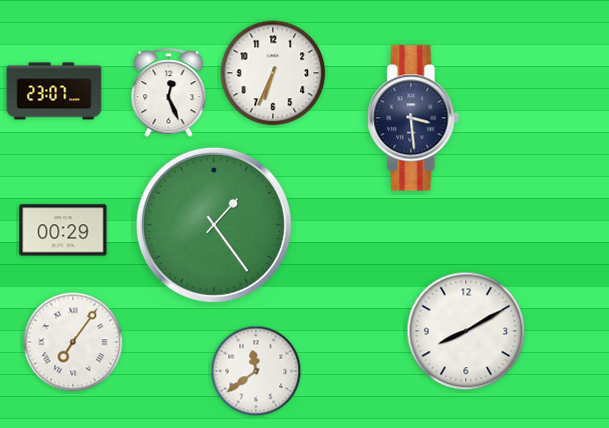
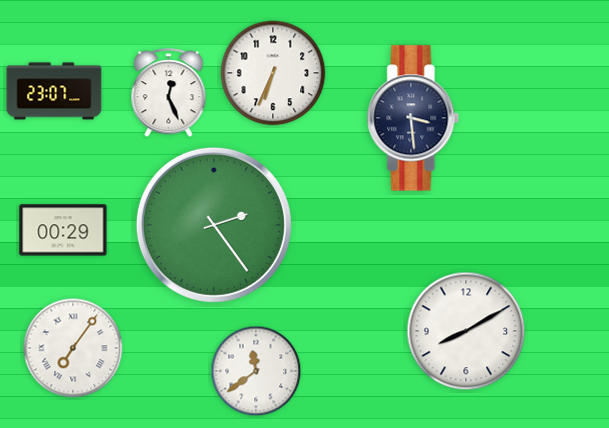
clock at (214, 225): 1:24 -> 2:24
clock at (73, 342) position: (73, 342) -> (73, 348)
